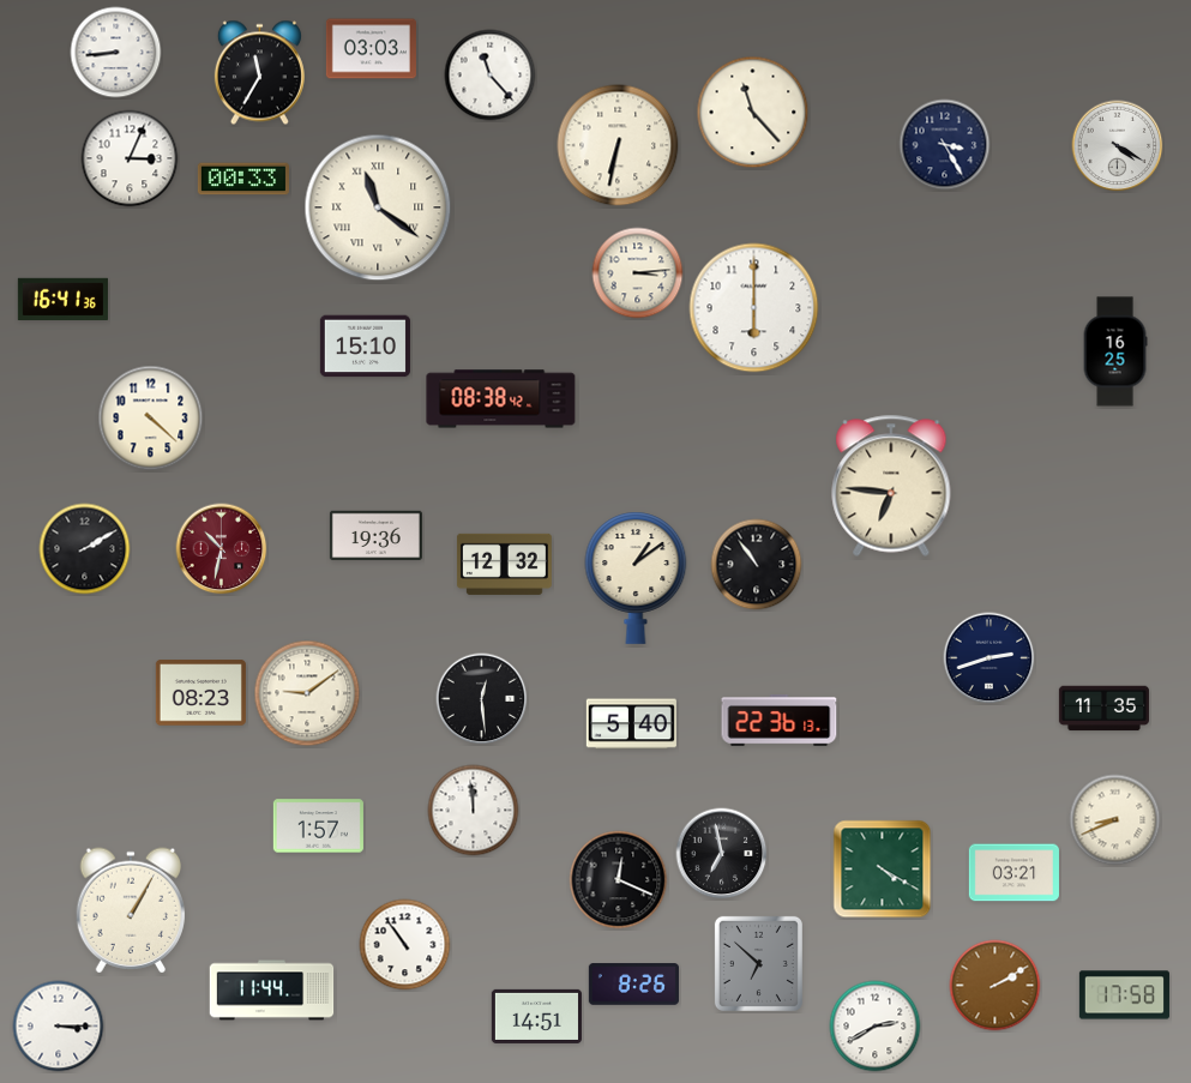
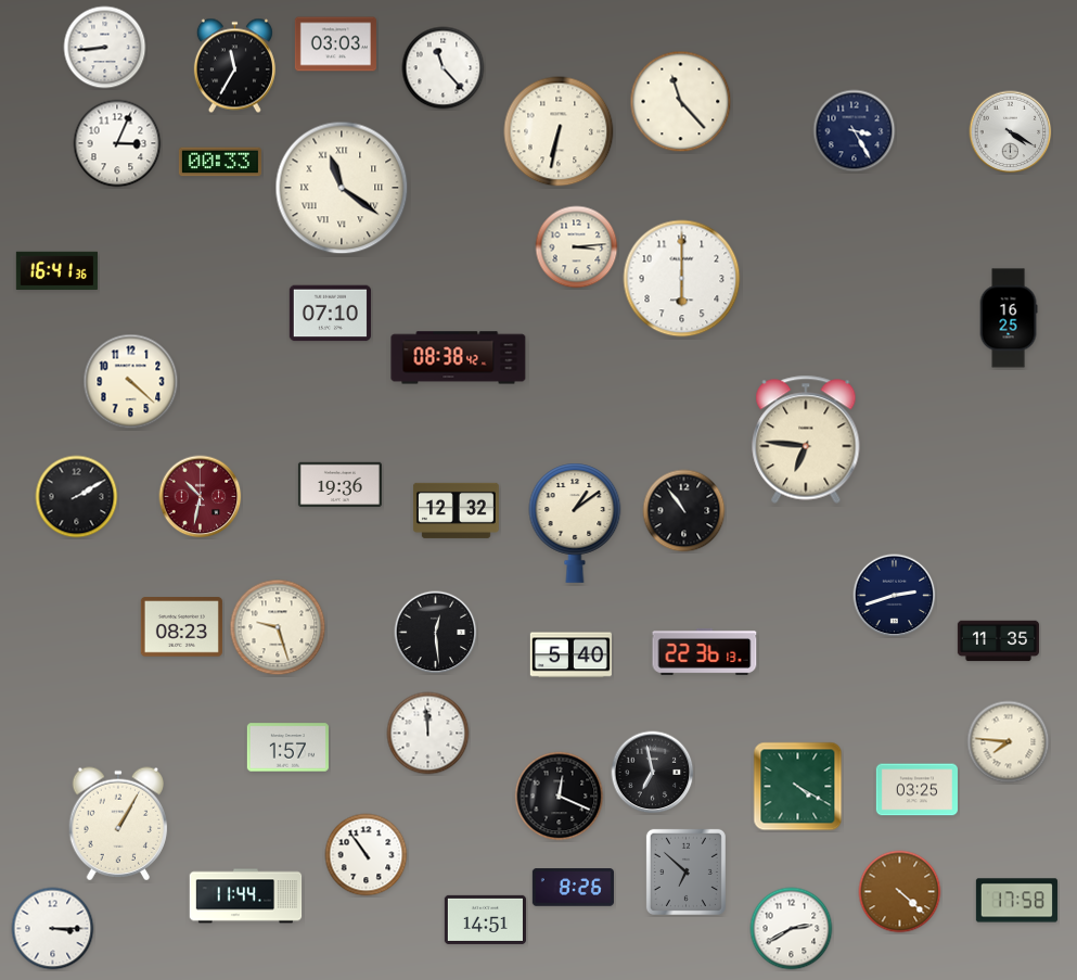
clock at (365, 347): 15:10 -> 07:10
clock at (501, 399) position: (501, 399) -> (459, 358)
clock at (151, 419) position: (151, 419) -> (131, 382)
clock at (307, 693): 9:09 -> 9:27
clock at (1115, 820): 8:41 -> 7:46
clock at (1013, 873): 03:21 -> 03:25
clock at (633, 985) position: (633, 985) -> (573, 888)
clock at (995, 986): 2:10 -> 4:22
